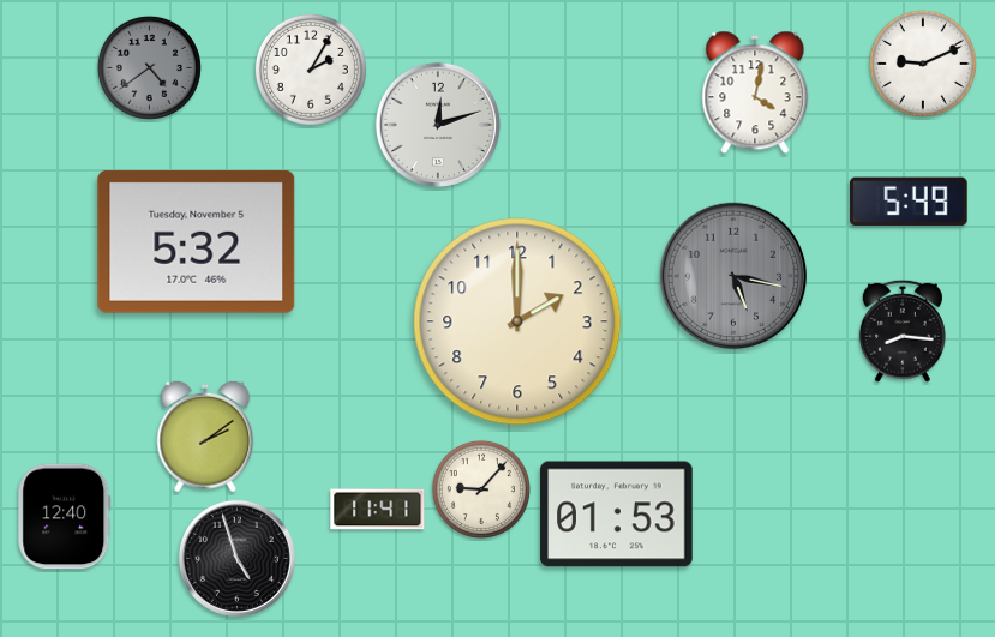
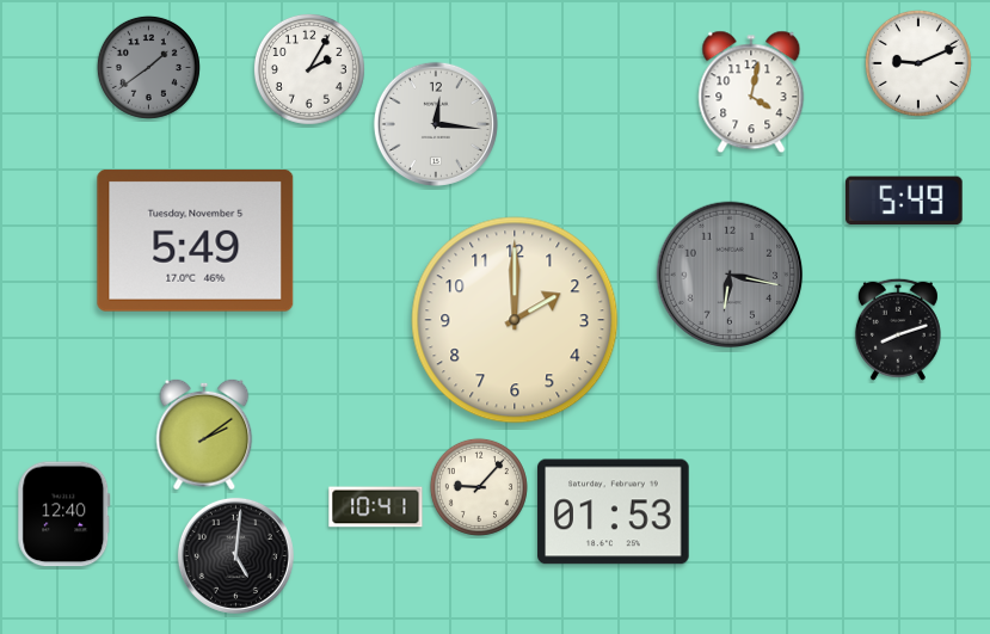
clock at (149, 67): 4:39 -> 1:39
clock at (438, 125): 12:12 -> 12:16
clock at (197, 241): 5:32 -> 5:49
clock at (733, 276): 5:17 -> 6:17
clock at (903, 331): 8:16 -> 8:12
clock at (378, 510): 11:41 -> 10:41
clock at (236, 558): 4:57 -> 5:01
